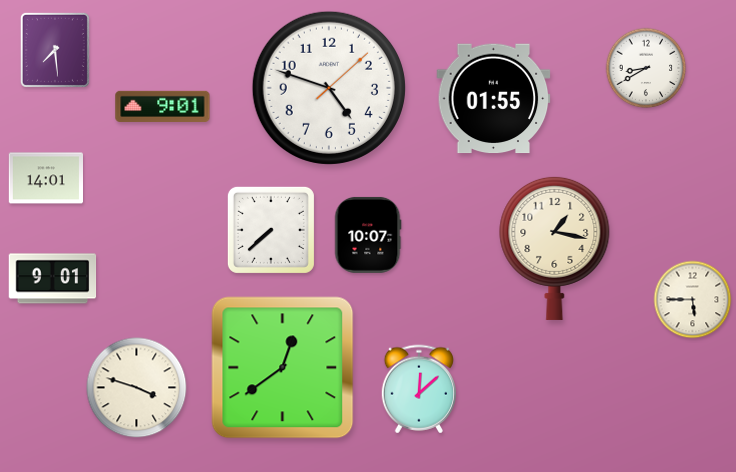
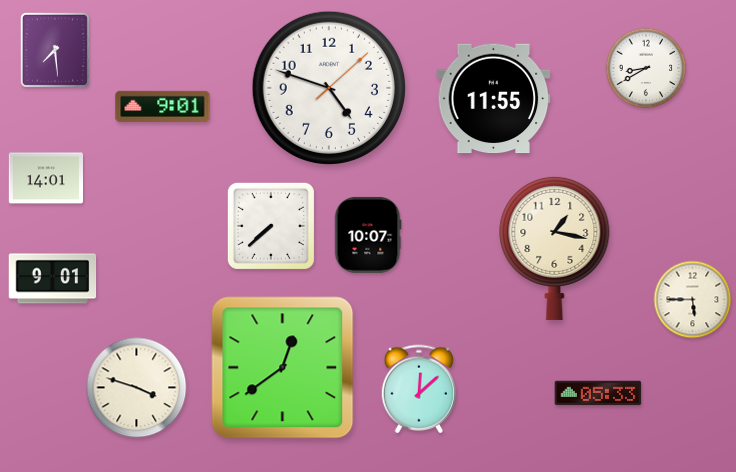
clock at (494, 99): 01:55 -> 11:55
clock at (271, 230) position: (271, 230) -> (271, 226)
clock at (598, 393): none -> 05:33
